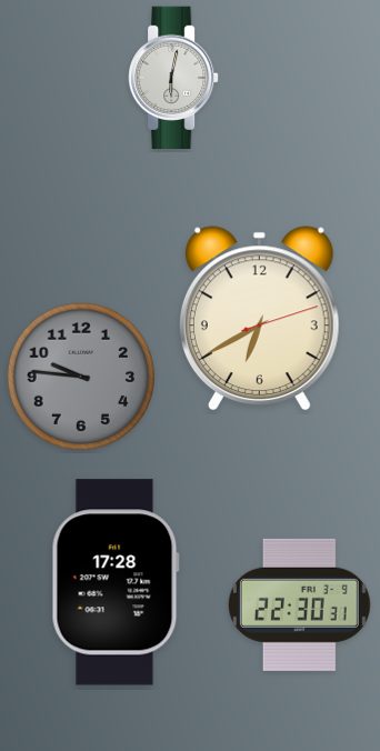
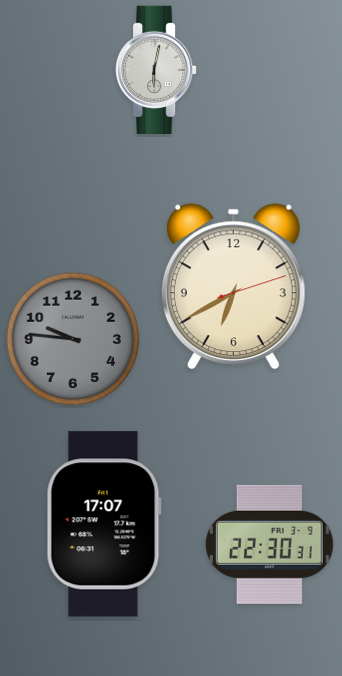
clock at (116, 582): 17:28 -> 17:07
